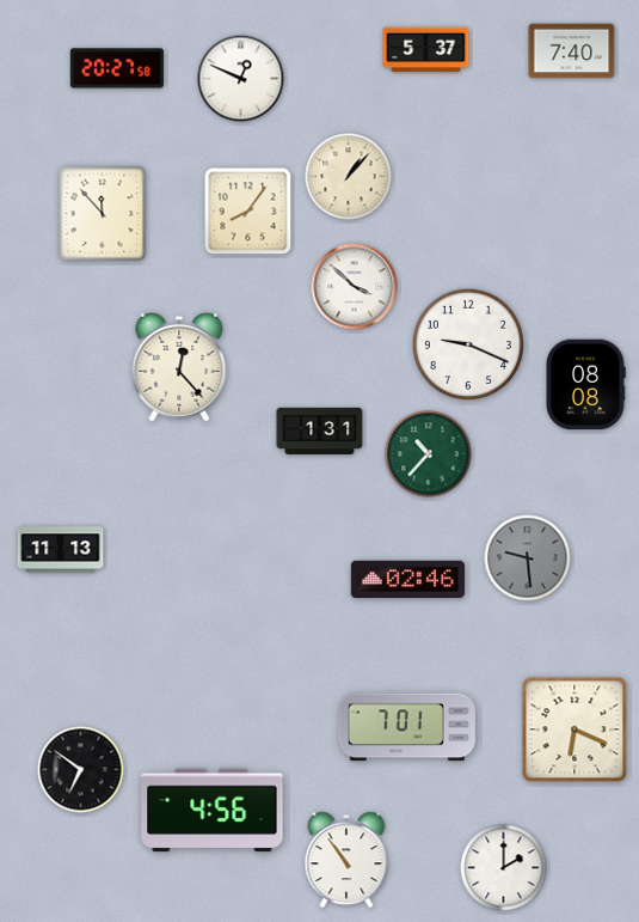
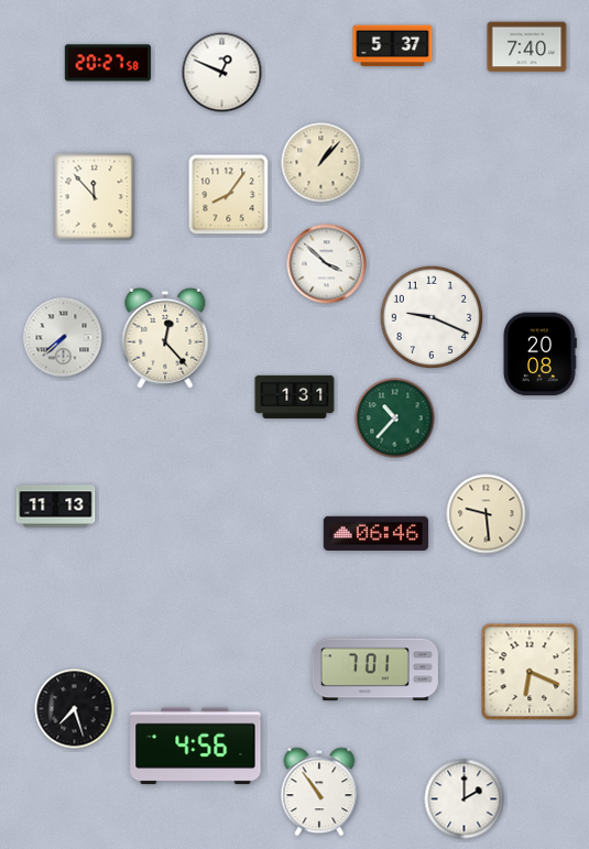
clock at (64, 338): none -> 7:38
clock at (585, 385): 08:08 -> 20:08
clock at (528, 558) dial: grey -> cream
clock at (407, 579): 02:46 -> 06:46
clock at (81, 770): 6:51 -> 7:27
